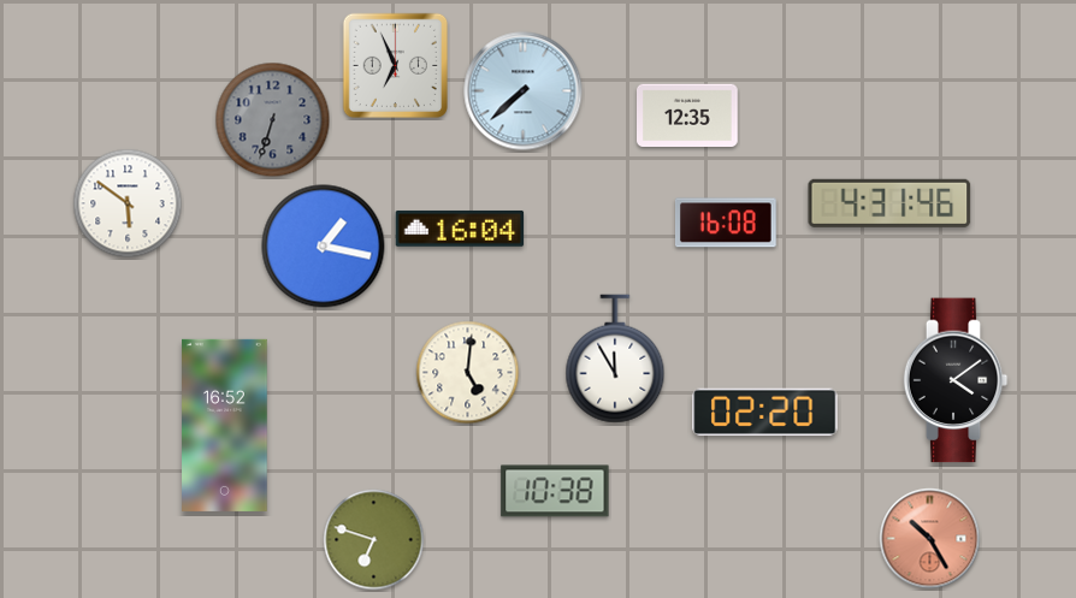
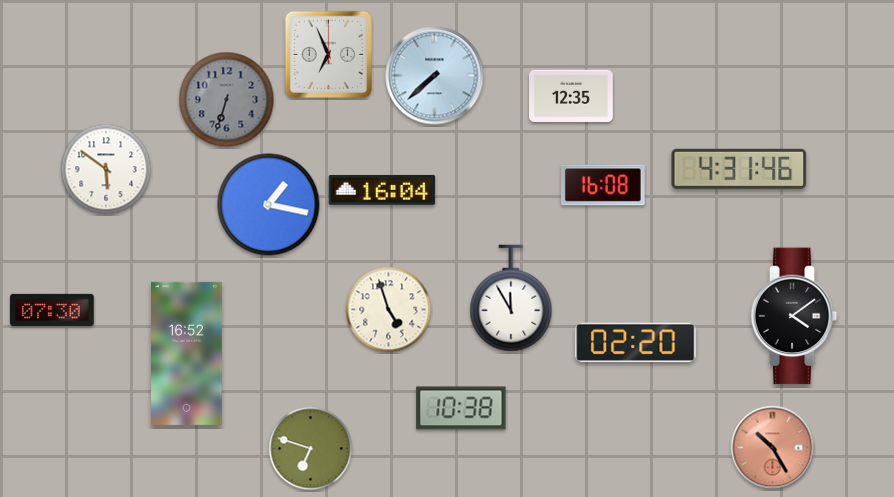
clock at (52, 310): none -> 07:30
clock at (468, 373): 5:01 -> 4:57
